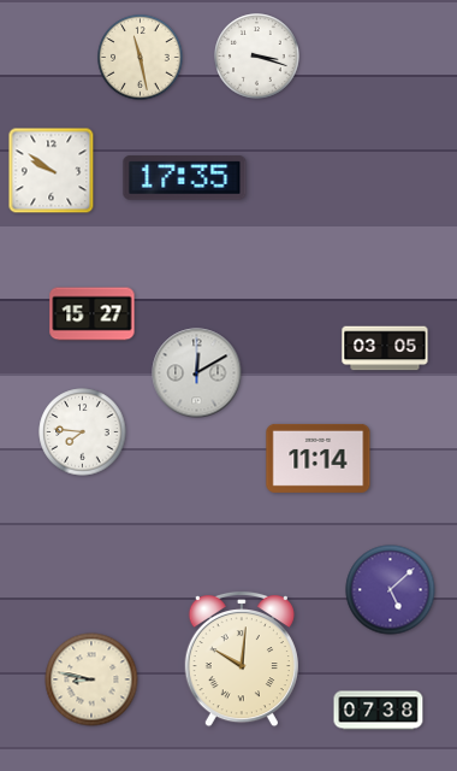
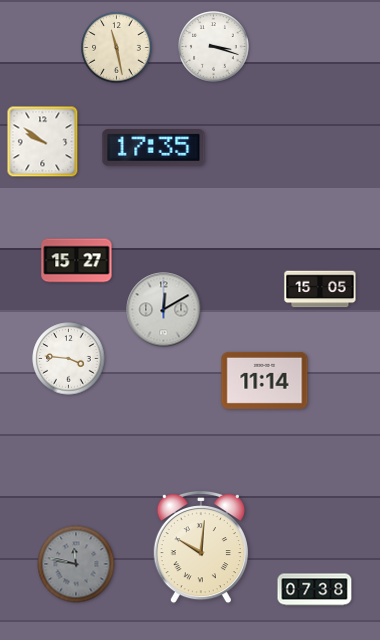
clock at (385, 348): 03:05 -> 15:05
clock at (83, 432): 7:46 -> 3:46
clock at (391, 590): 5:08 -> none
clock at (91, 679): 8:47 -> 11:47
clock at (91, 679) dial: cream -> grey
